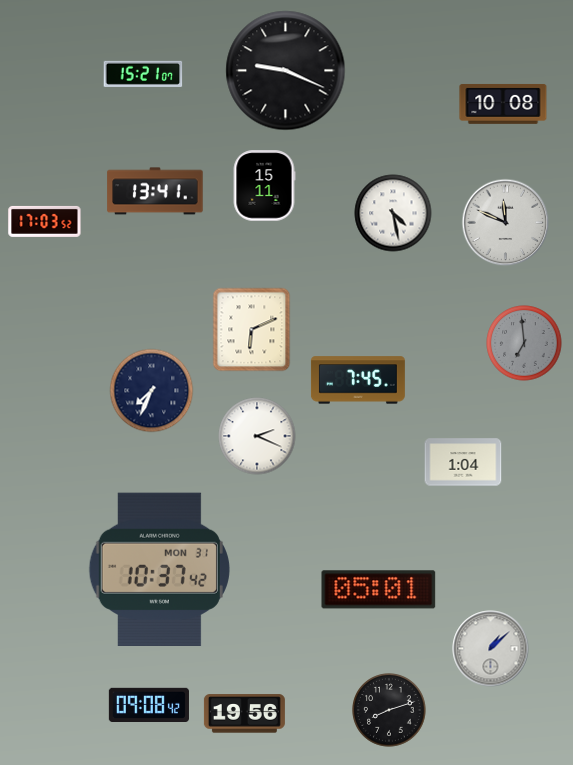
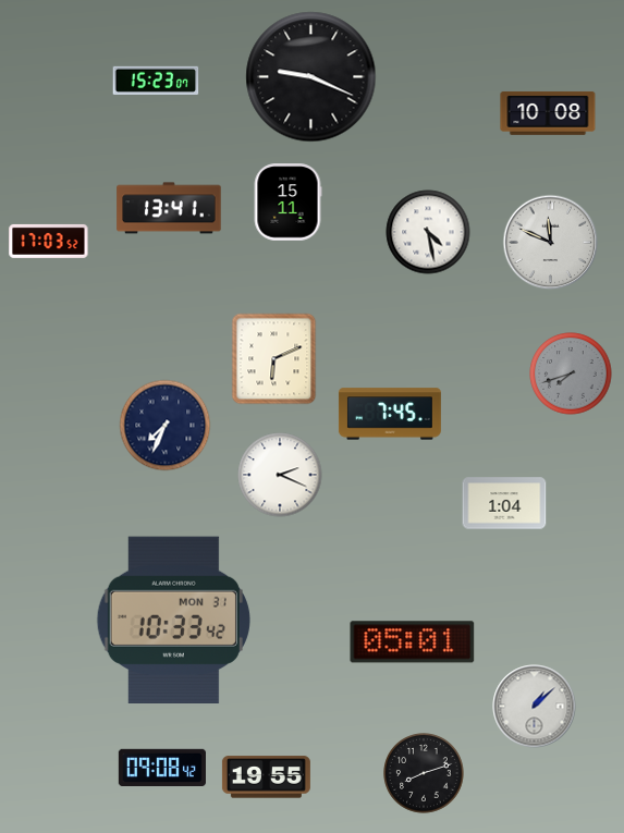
clock at (143, 74): 15:21 -> 15:23
clock at (524, 343): 6:59 -> 7:42
clock at (159, 569): 10:37 -> 10:33
clock at (244, 714): 19:56 -> 19:55
